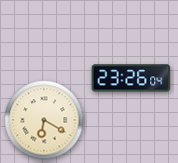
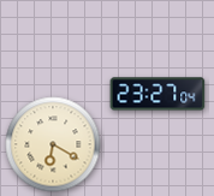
clock at (131, 78): 23:26 -> 23:27
